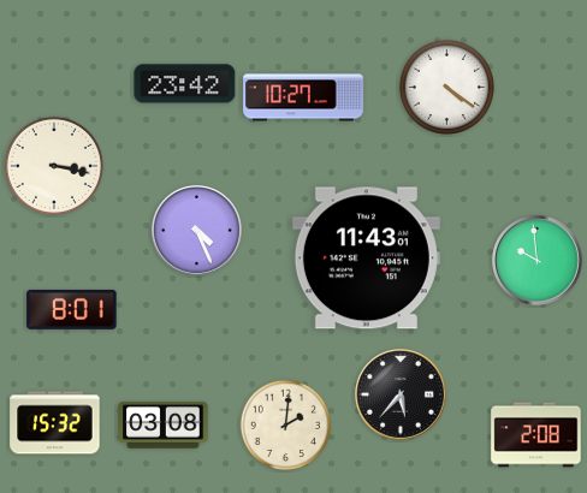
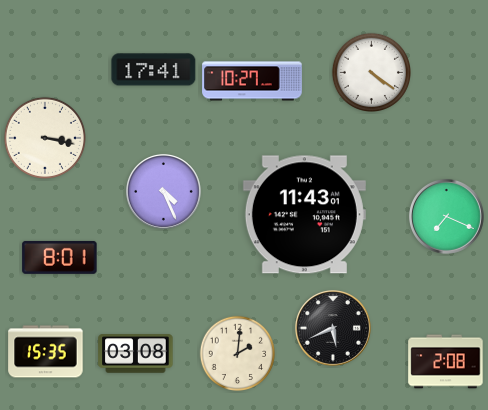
clock at (185, 84): 23:42 -> 17:41
clock at (536, 260): 9:59 -> 7:19
clock at (401, 394): 5:37 -> 5:41
clock at (55, 423): 15:32 -> 15:35
